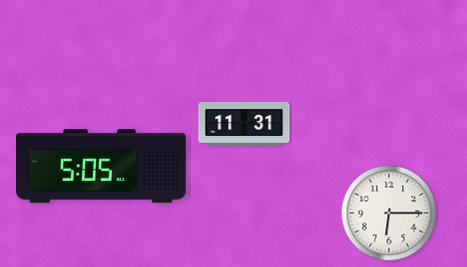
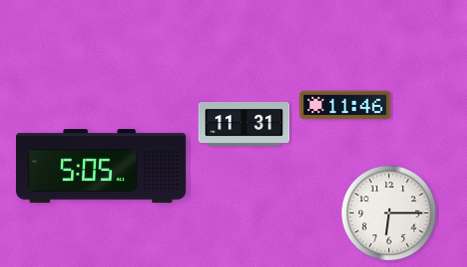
clock at (345, 105): none -> 11:46
